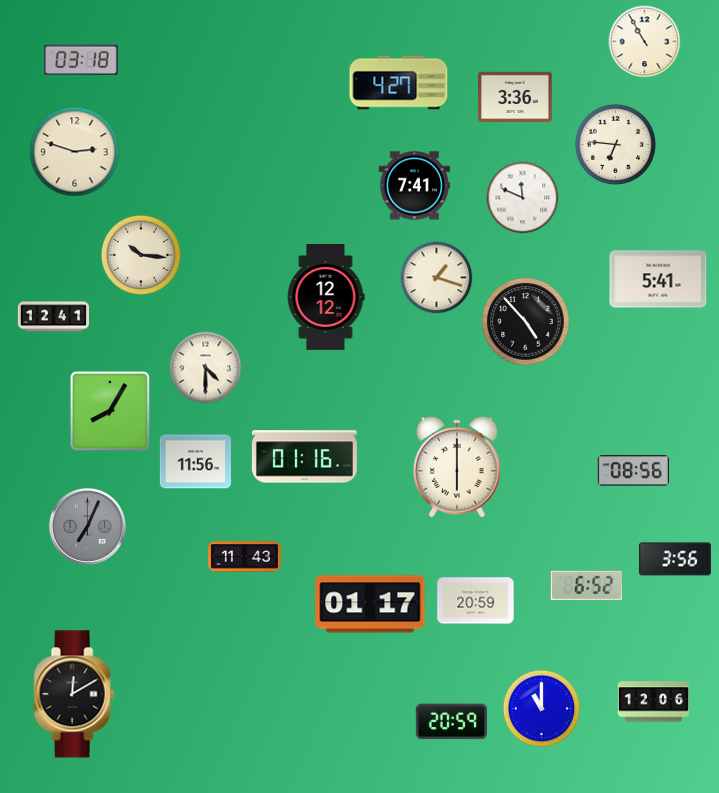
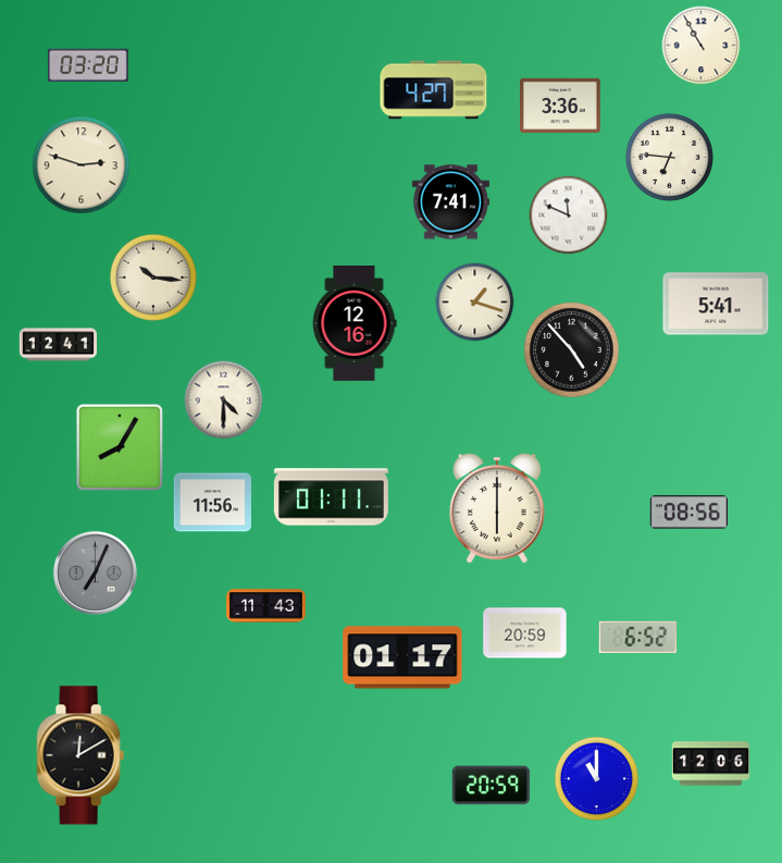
clock at (82, 59): 03:18 -> 03:20
clock at (326, 298): 12:12 -> 12:16
clock at (304, 457): 01:16 -> 01:11
clock at (675, 559): 3:56 -> none
clock at (476, 601) position: (476, 601) -> (525, 633)
clock at (542, 709) position: (542, 709) -> (597, 779)
